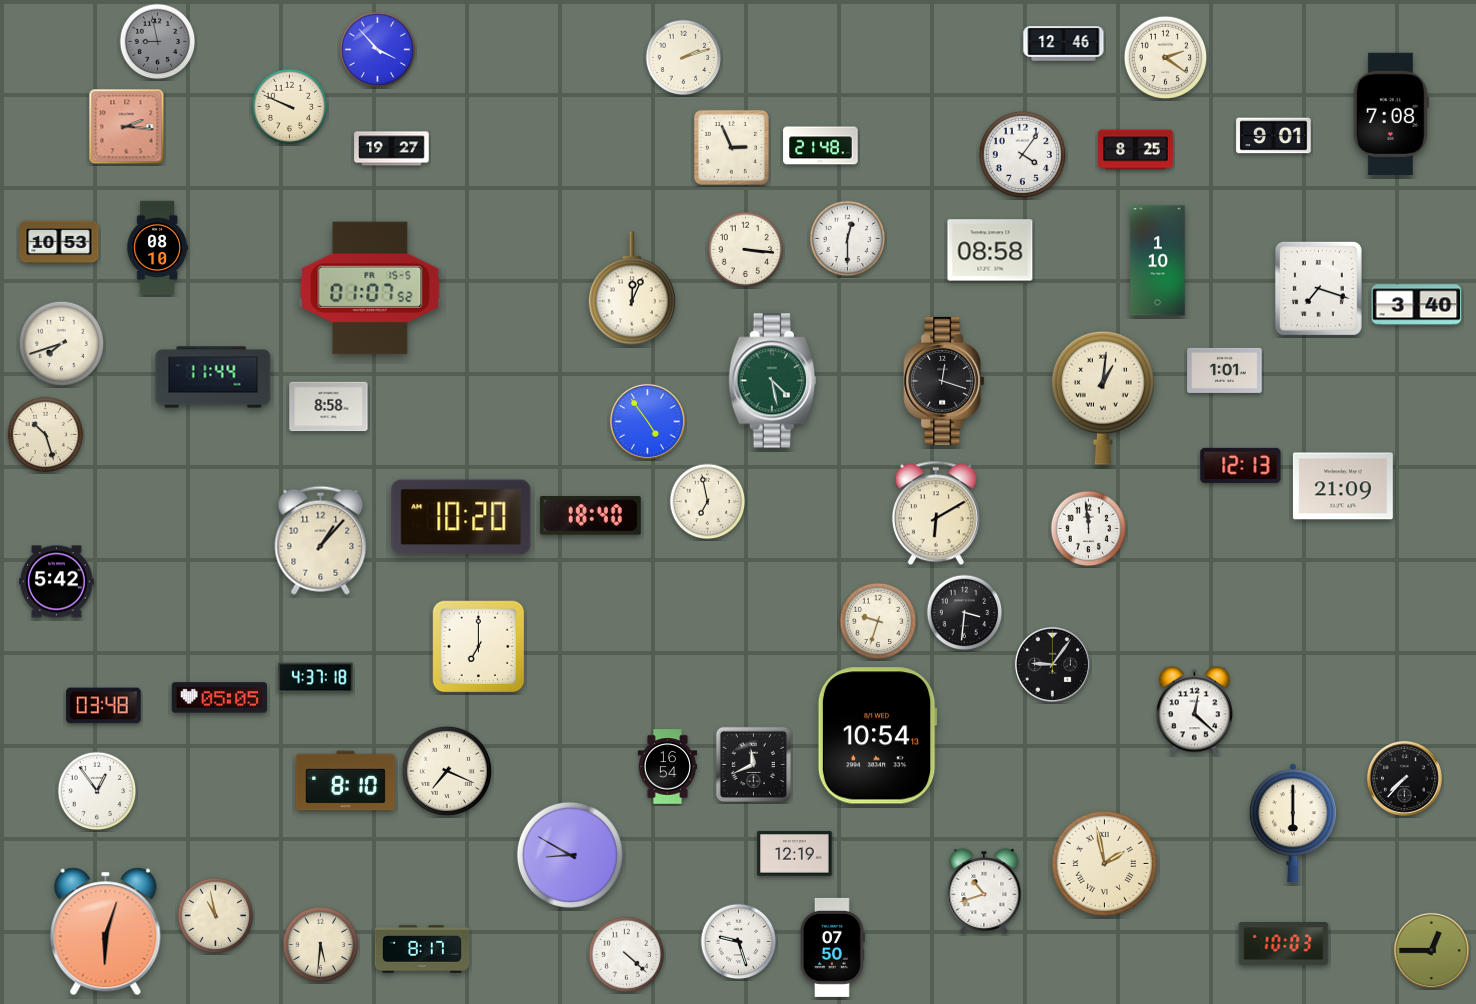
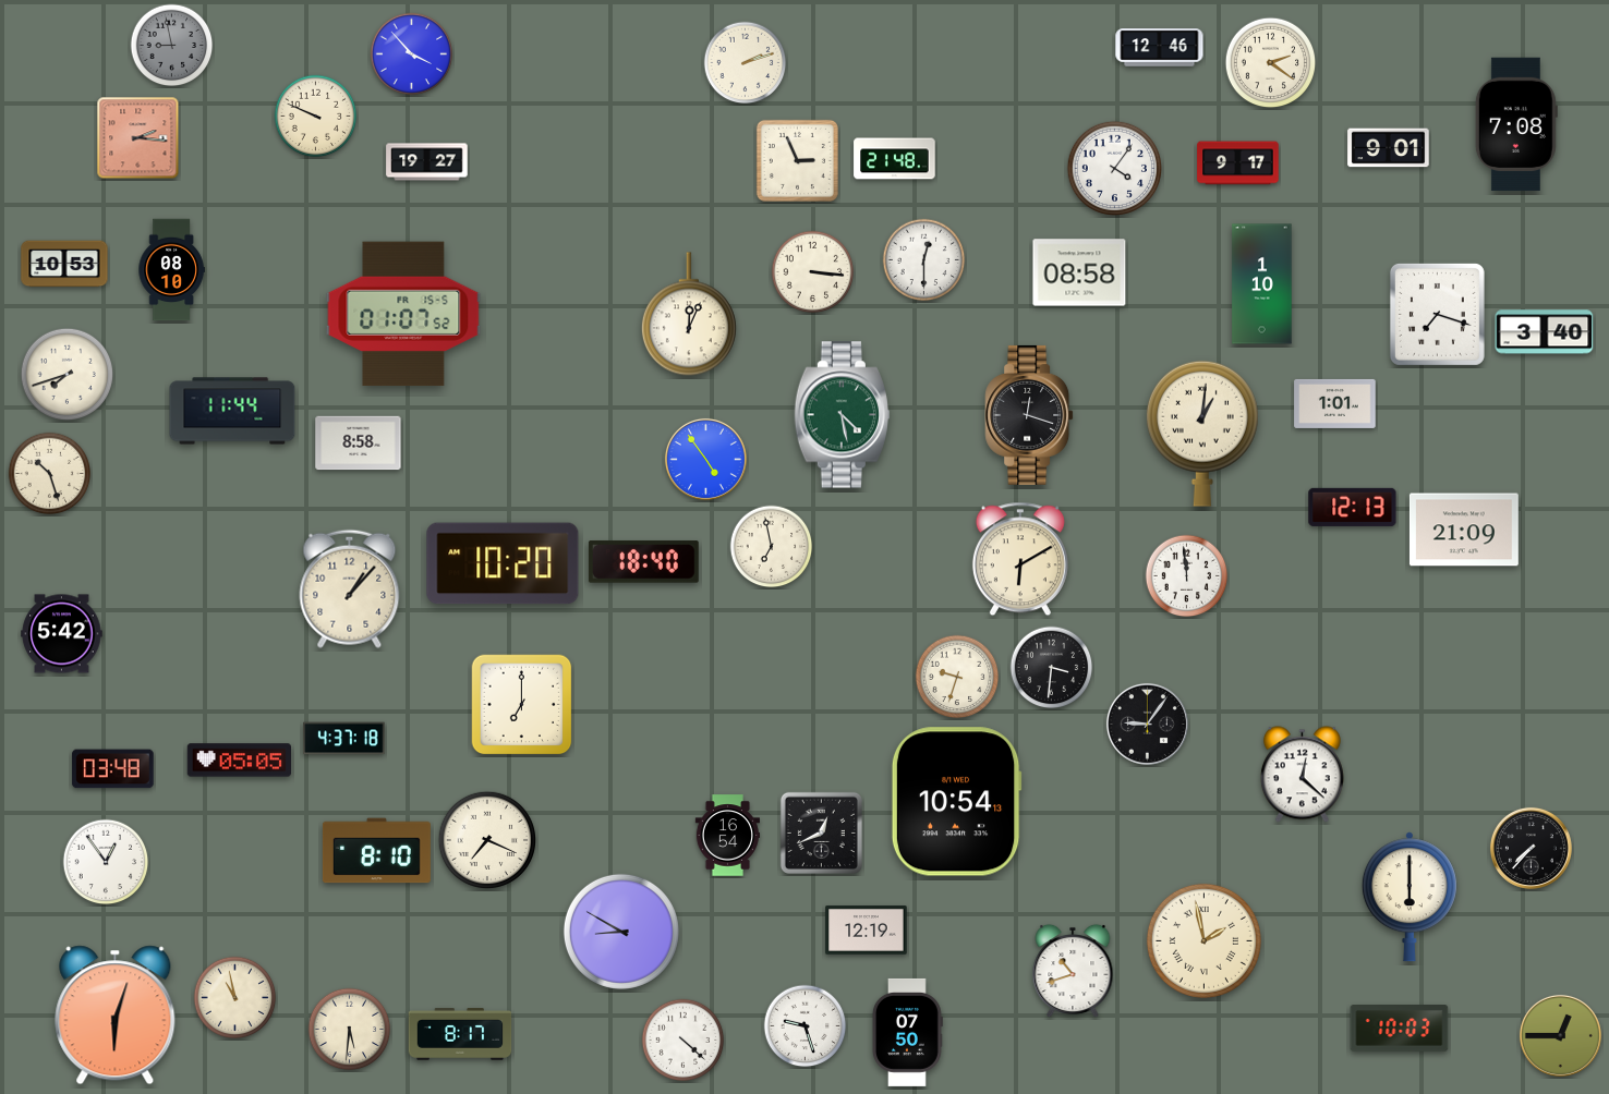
clock at (1136, 150): 8:25 -> 9:17
clock at (753, 764): 11:41 -> 12:41
